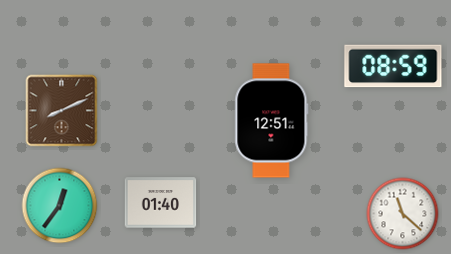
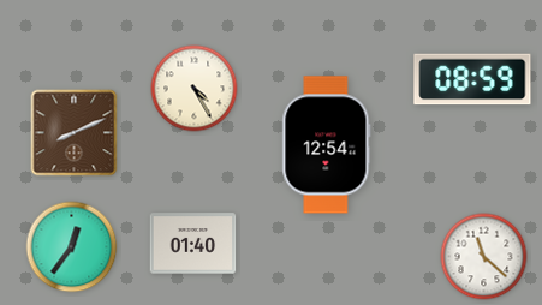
clock at (195, 89): none -> 4:25
clock at (272, 121): 12:51 -> 12:54
